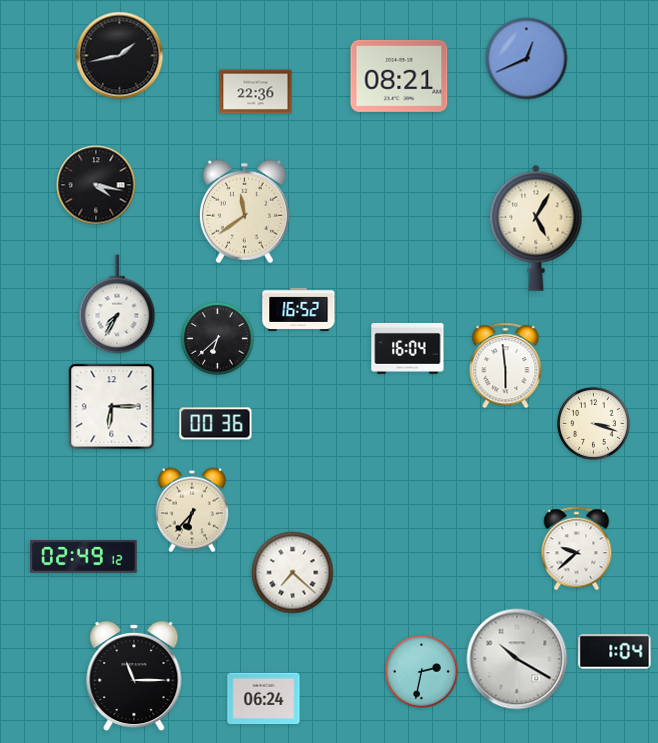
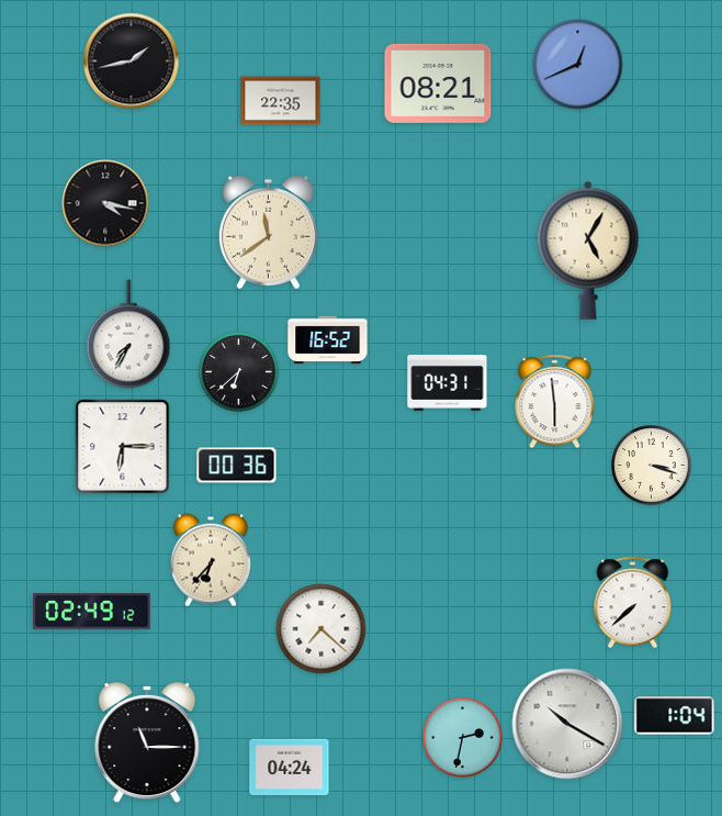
clock at (256, 92): 22:36 -> 22:35
clock at (408, 348): 16:04 -> 04:31
clock at (577, 549): 9:38 -> 7:38
clock at (264, 699): 06:24 -> 04:24
